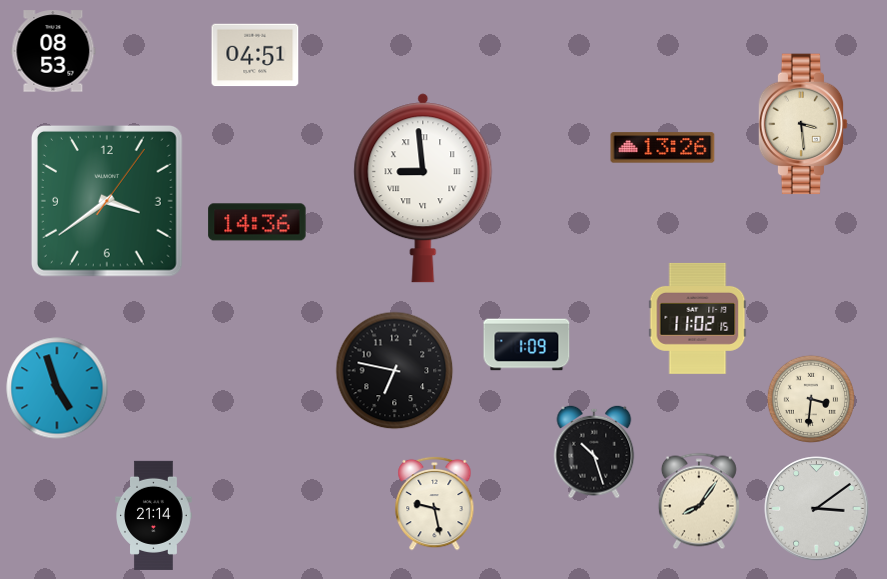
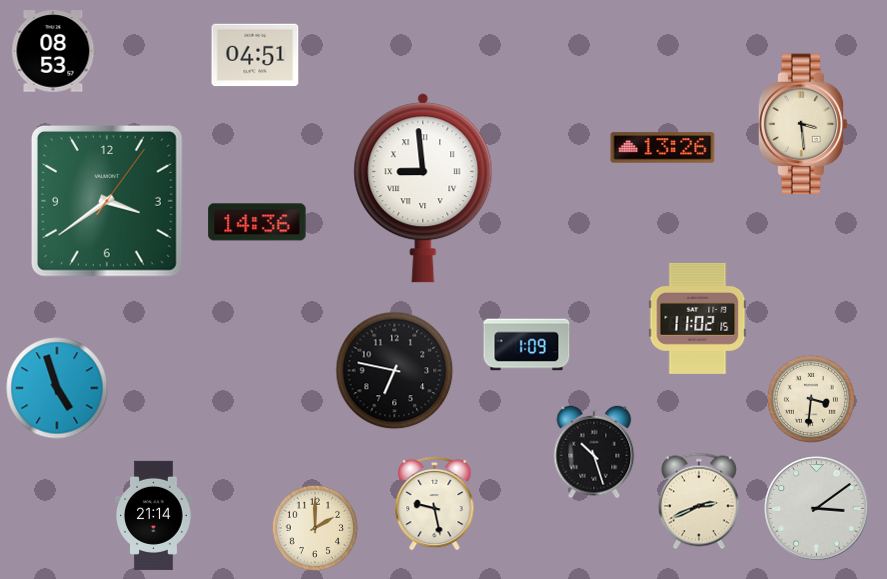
clock at (699, 501): 8:06 -> 2:41
clock at (315, 528): none -> 2:00
